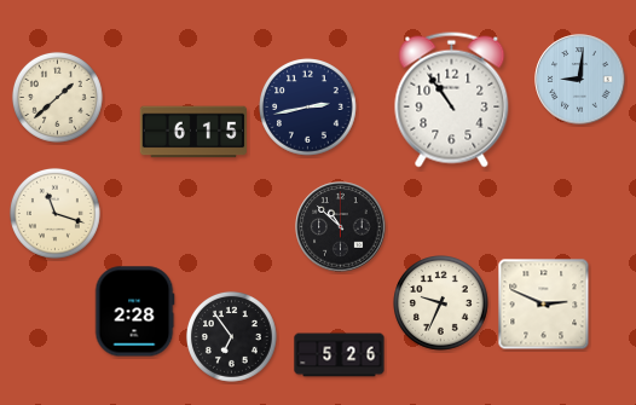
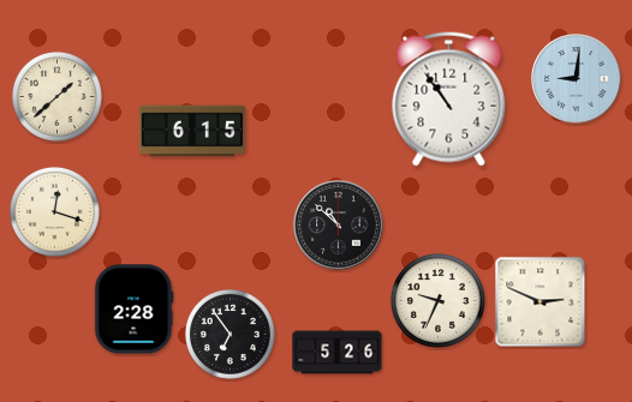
clock at (308, 108): 2:43 -> none
clock at (54, 213): 11:18 -> 12:18
